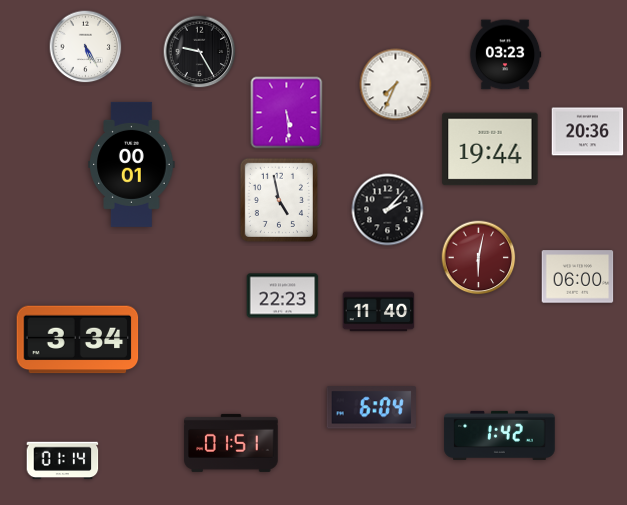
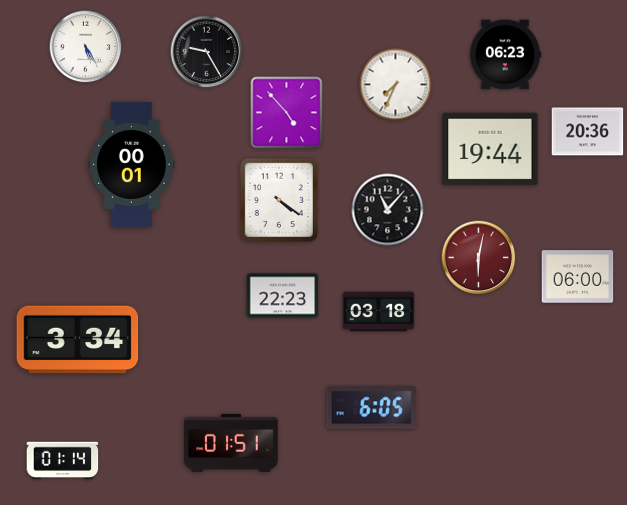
clock at (200, 52) position: (200, 52) -> (207, 52)
clock at (505, 55): 03:23 -> 06:23
clock at (287, 113): 5:29 -> 4:53
clock at (279, 200): 4:58 -> 4:21
clock at (388, 210): 2:07 -> 11:07
clock at (379, 312): 11:40 -> 03:18
clock at (371, 408): 6:04 -> 6:05
clock at (500, 435): 1:42 -> none
